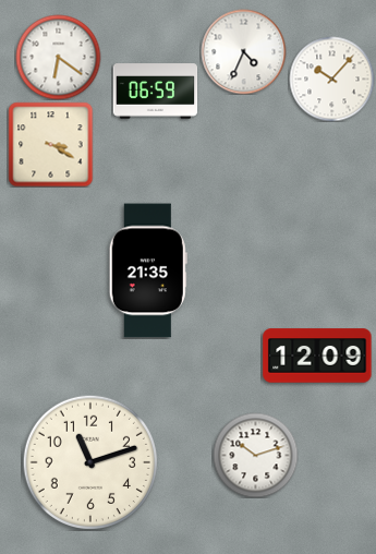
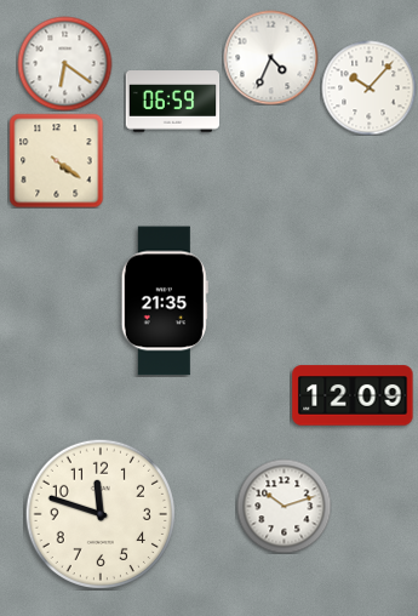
clock at (50, 144): 3:20 -> 4:21
clock at (90, 462): 11:12 -> 11:48
